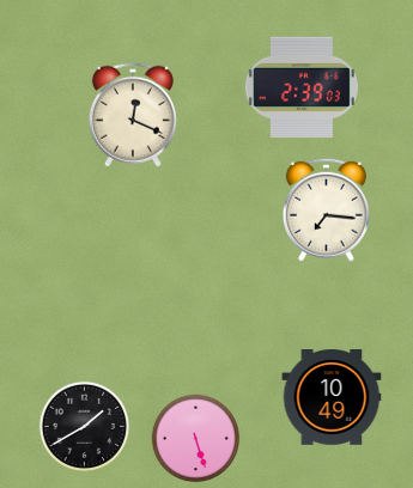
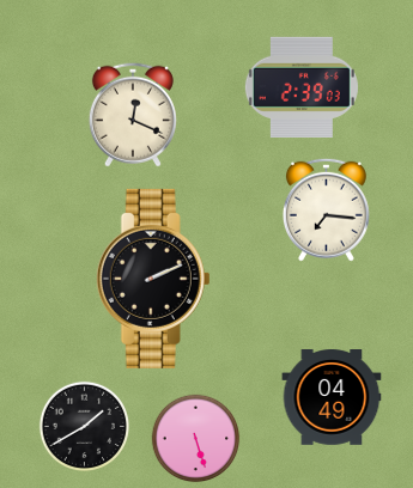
clock at (153, 279): none -> 2:11
clock at (332, 398): 10:49 -> 04:49
